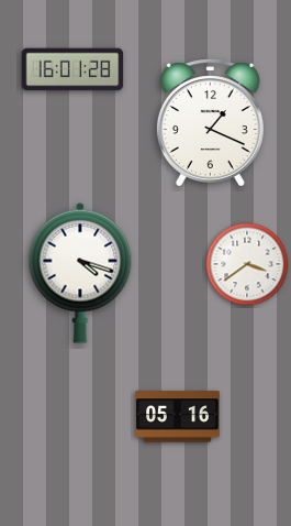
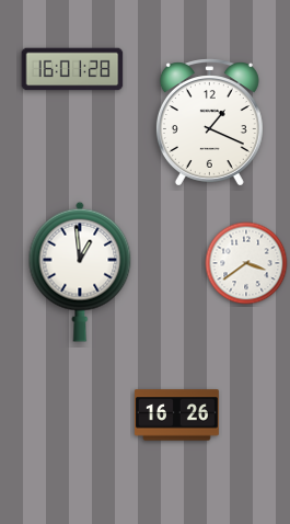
clock at (80, 273): 4:18 -> 12:59
clock at (178, 417): 05:16 -> 16:26
